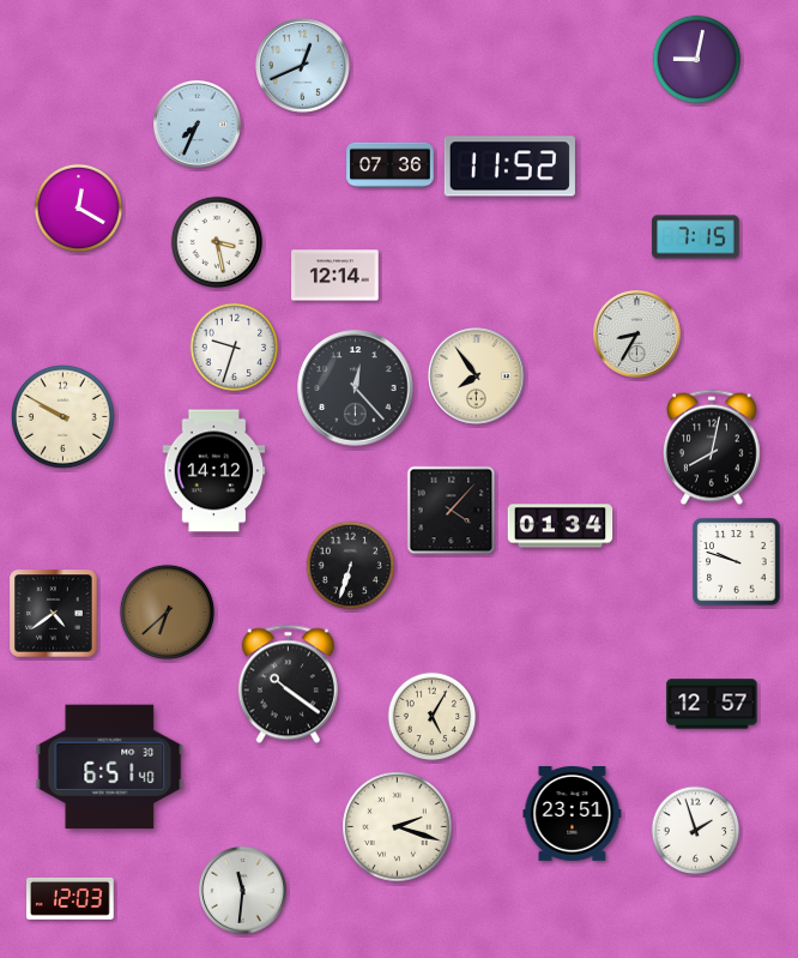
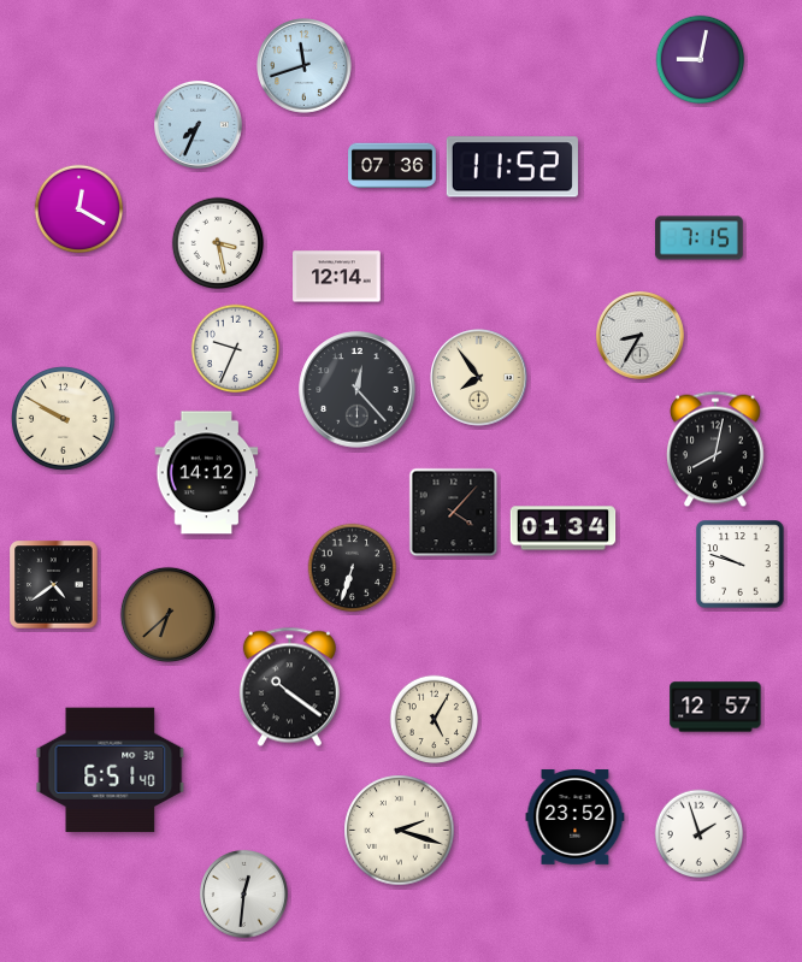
clock at (303, 66): 12:41 -> 11:42
clock at (235, 348): 9:33 -> 9:34
clock at (214, 471) position: (214, 471) -> (207, 473)
clock at (54, 614) position: (54, 614) -> (54, 585)
clock at (573, 814): 23:51 -> 23:52
clock at (242, 890): 11:31 -> 12:31
clock at (71, 898): 12:03 -> none
